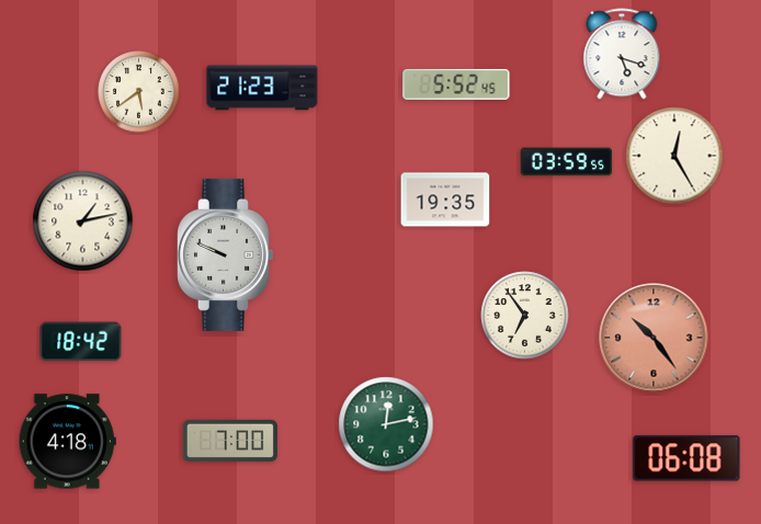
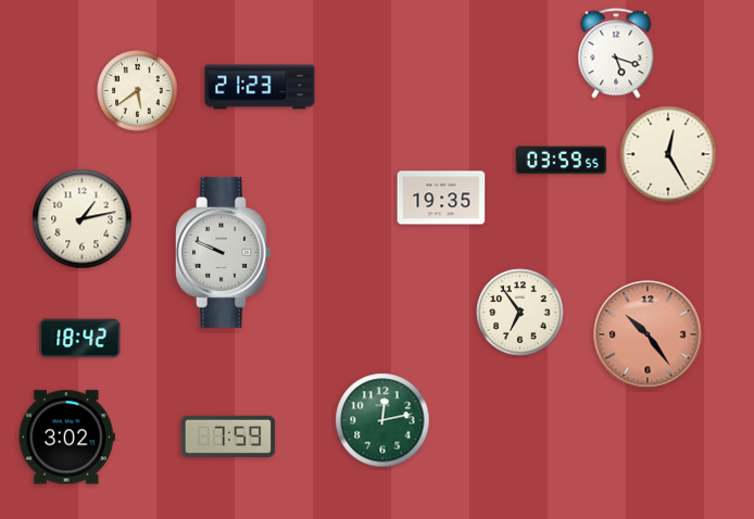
clock at (456, 84): 5:52 -> none
clock at (230, 441): 7:00 -> 7:59
clock at (67, 442): 4:18 -> 3:02
clock at (686, 458): 06:08 -> none
